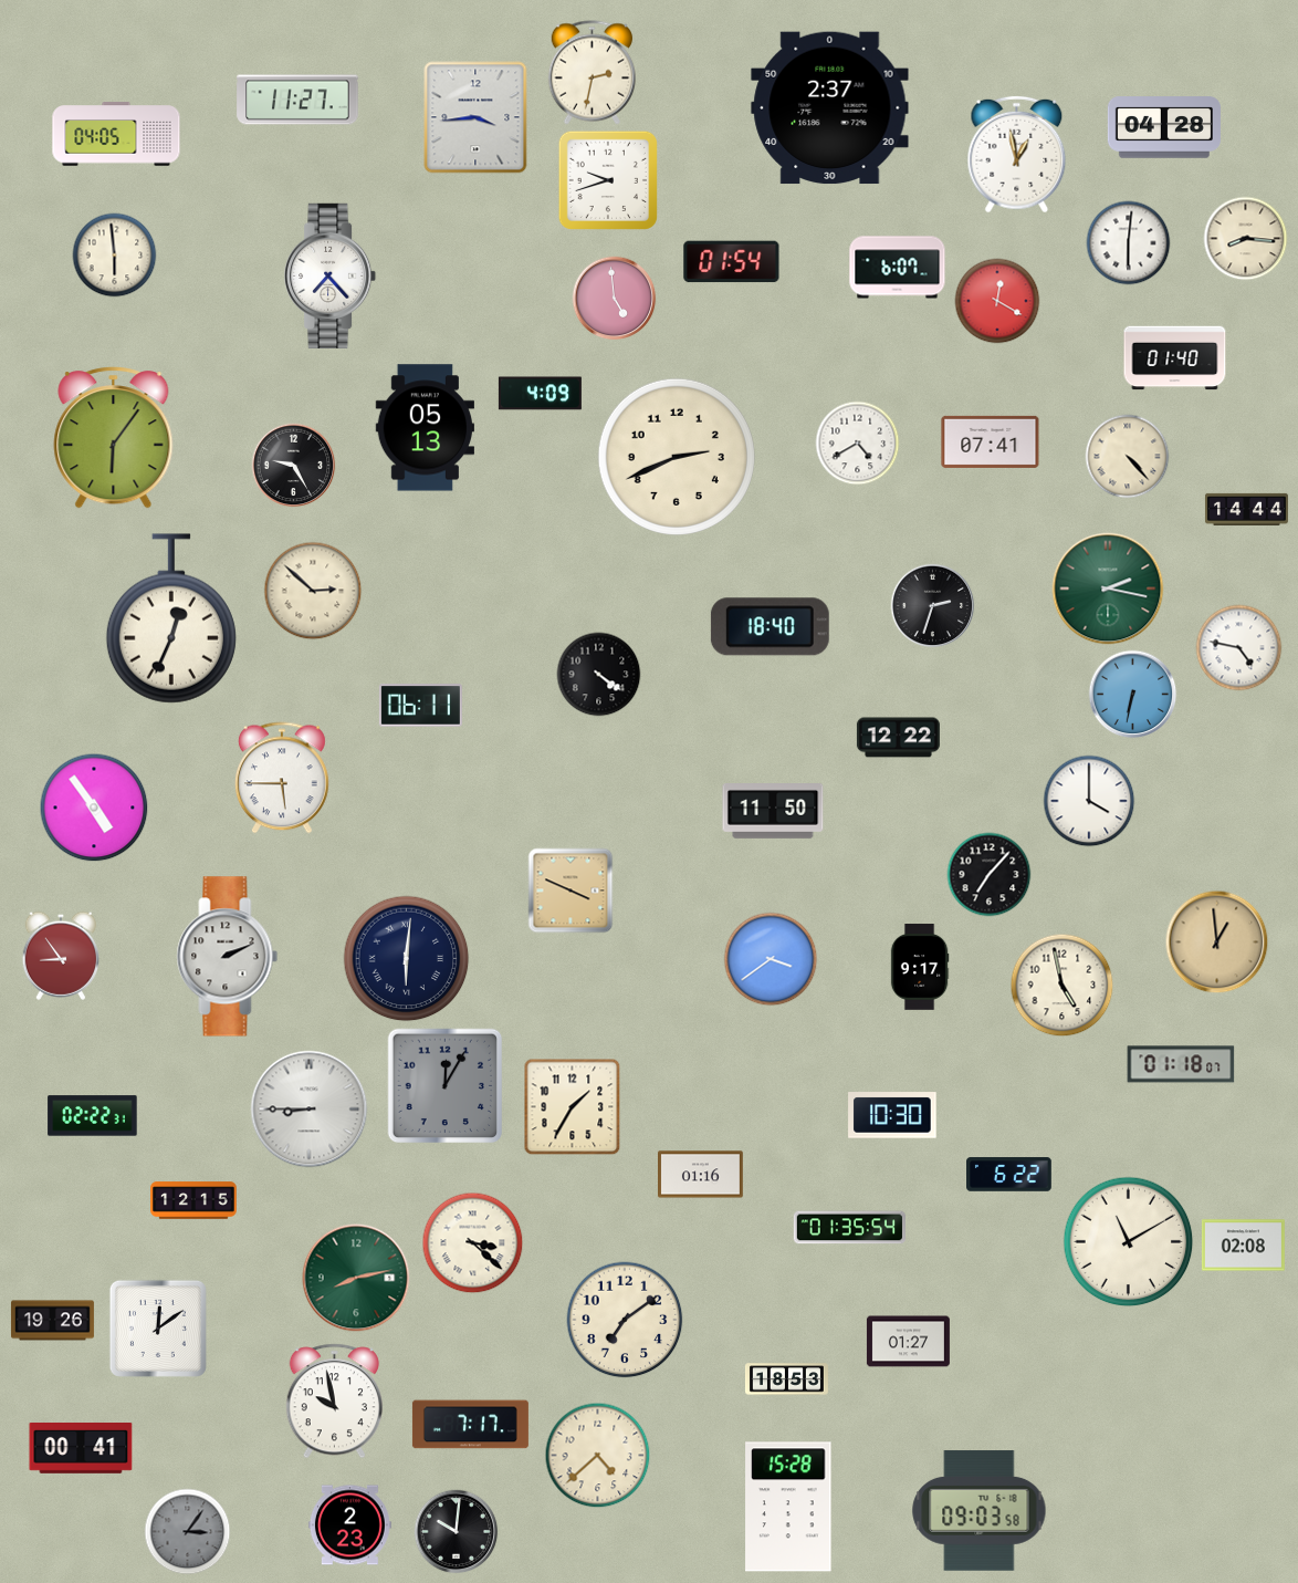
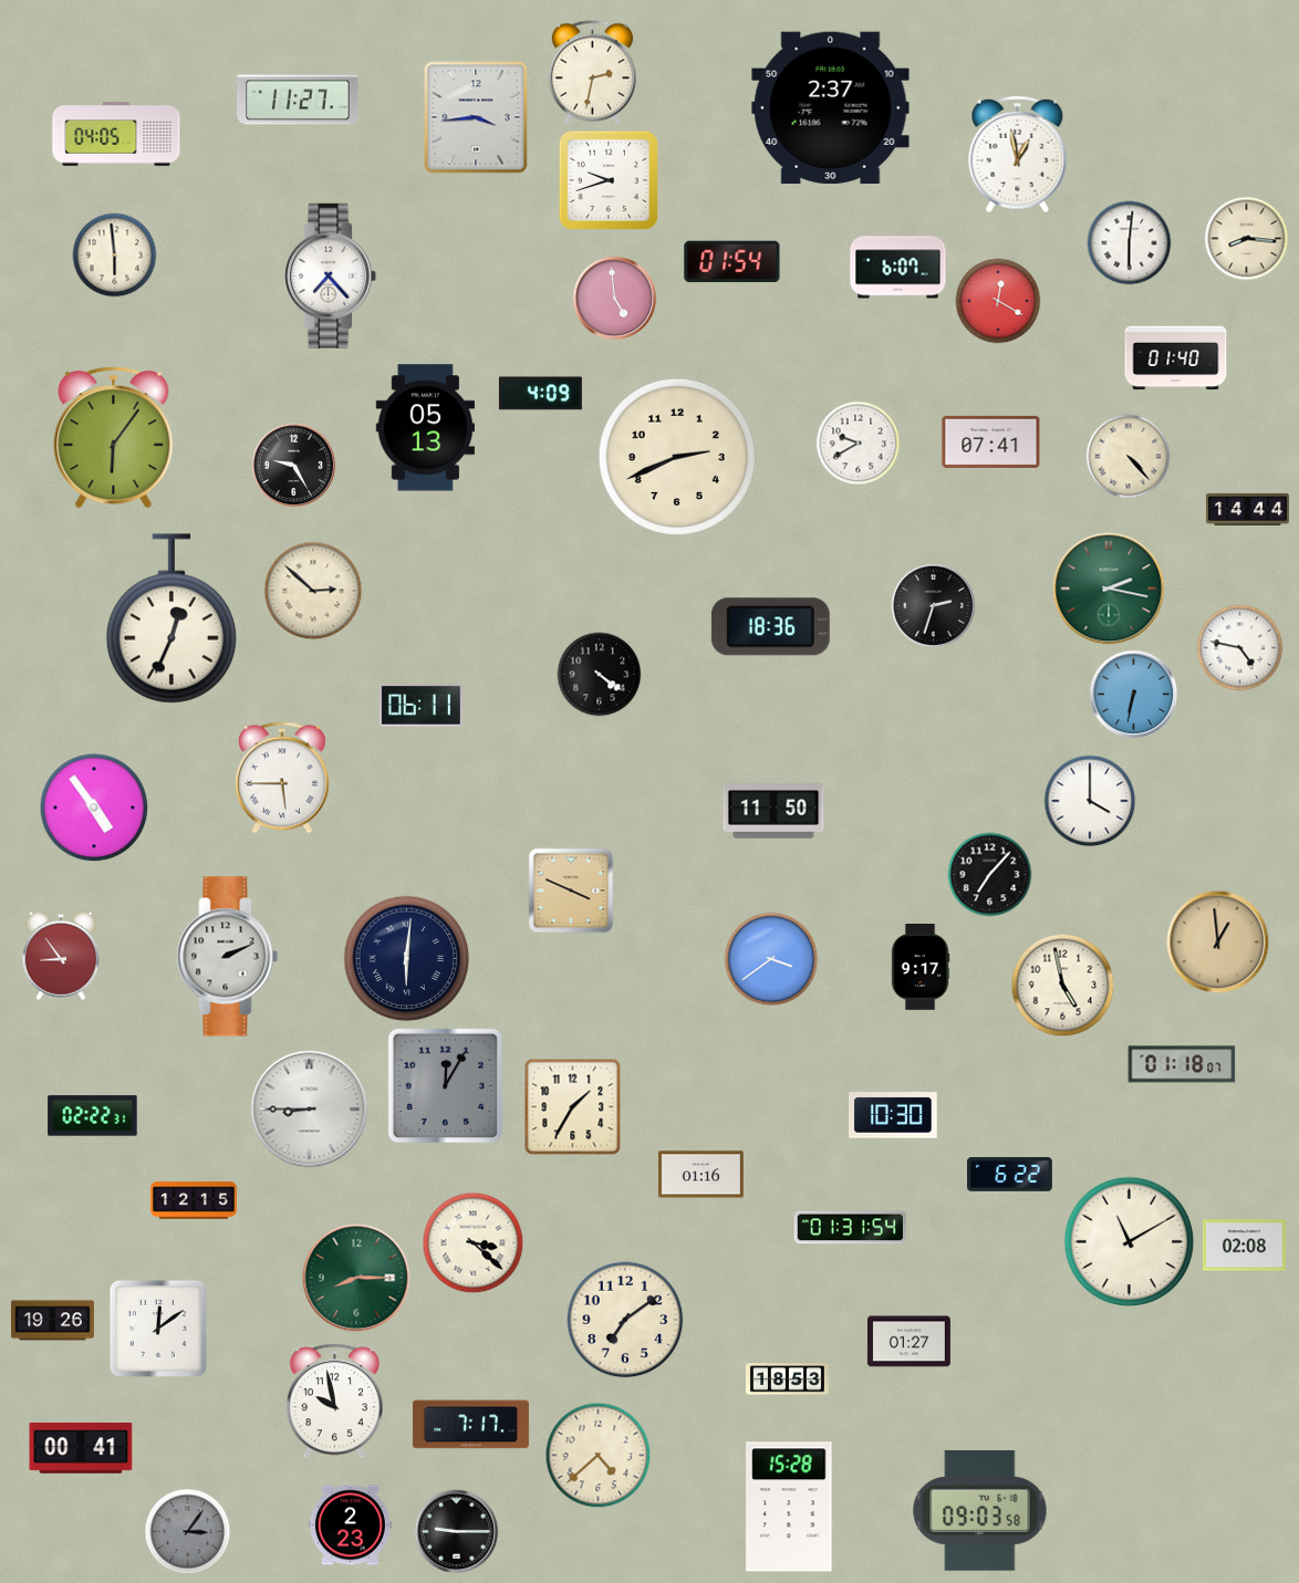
clock at (1164, 127): 04:28 -> none
clock at (858, 444): 4:40 -> 9:40
clock at (770, 627): 18:40 -> 18:36
clock at (898, 738): 12:22 -> none
clock at (849, 1228): 01:35 -> 01:31
clock at (356, 1278): 8:13 -> 8:15
clock at (457, 1532): 10:01 -> 9:15
